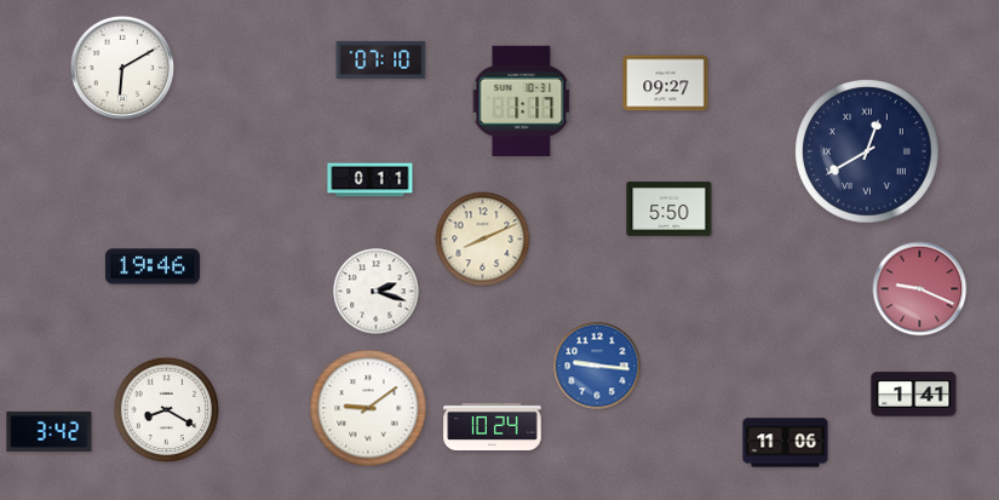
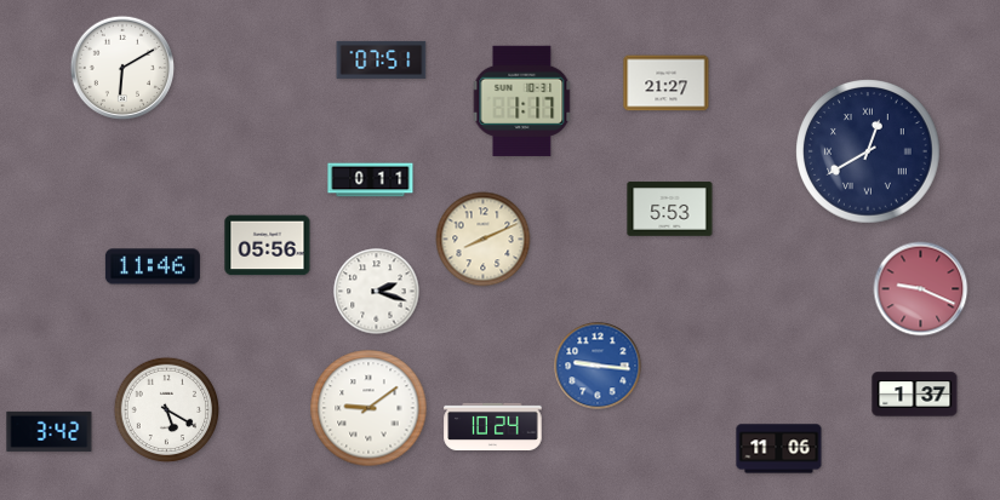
clock at (381, 59): 07:10 -> 07:51
clock at (666, 84): 09:27 -> 21:27
clock at (670, 209): 5:50 -> 5:53
clock at (268, 246): none -> 05:56
clock at (153, 266): 19:46 -> 11:46
clock at (914, 395): 1:41 -> 1:37
clock at (167, 410): 8:20 -> 5:20
clock at (786, 443) position: (786, 443) -> (779, 449)
